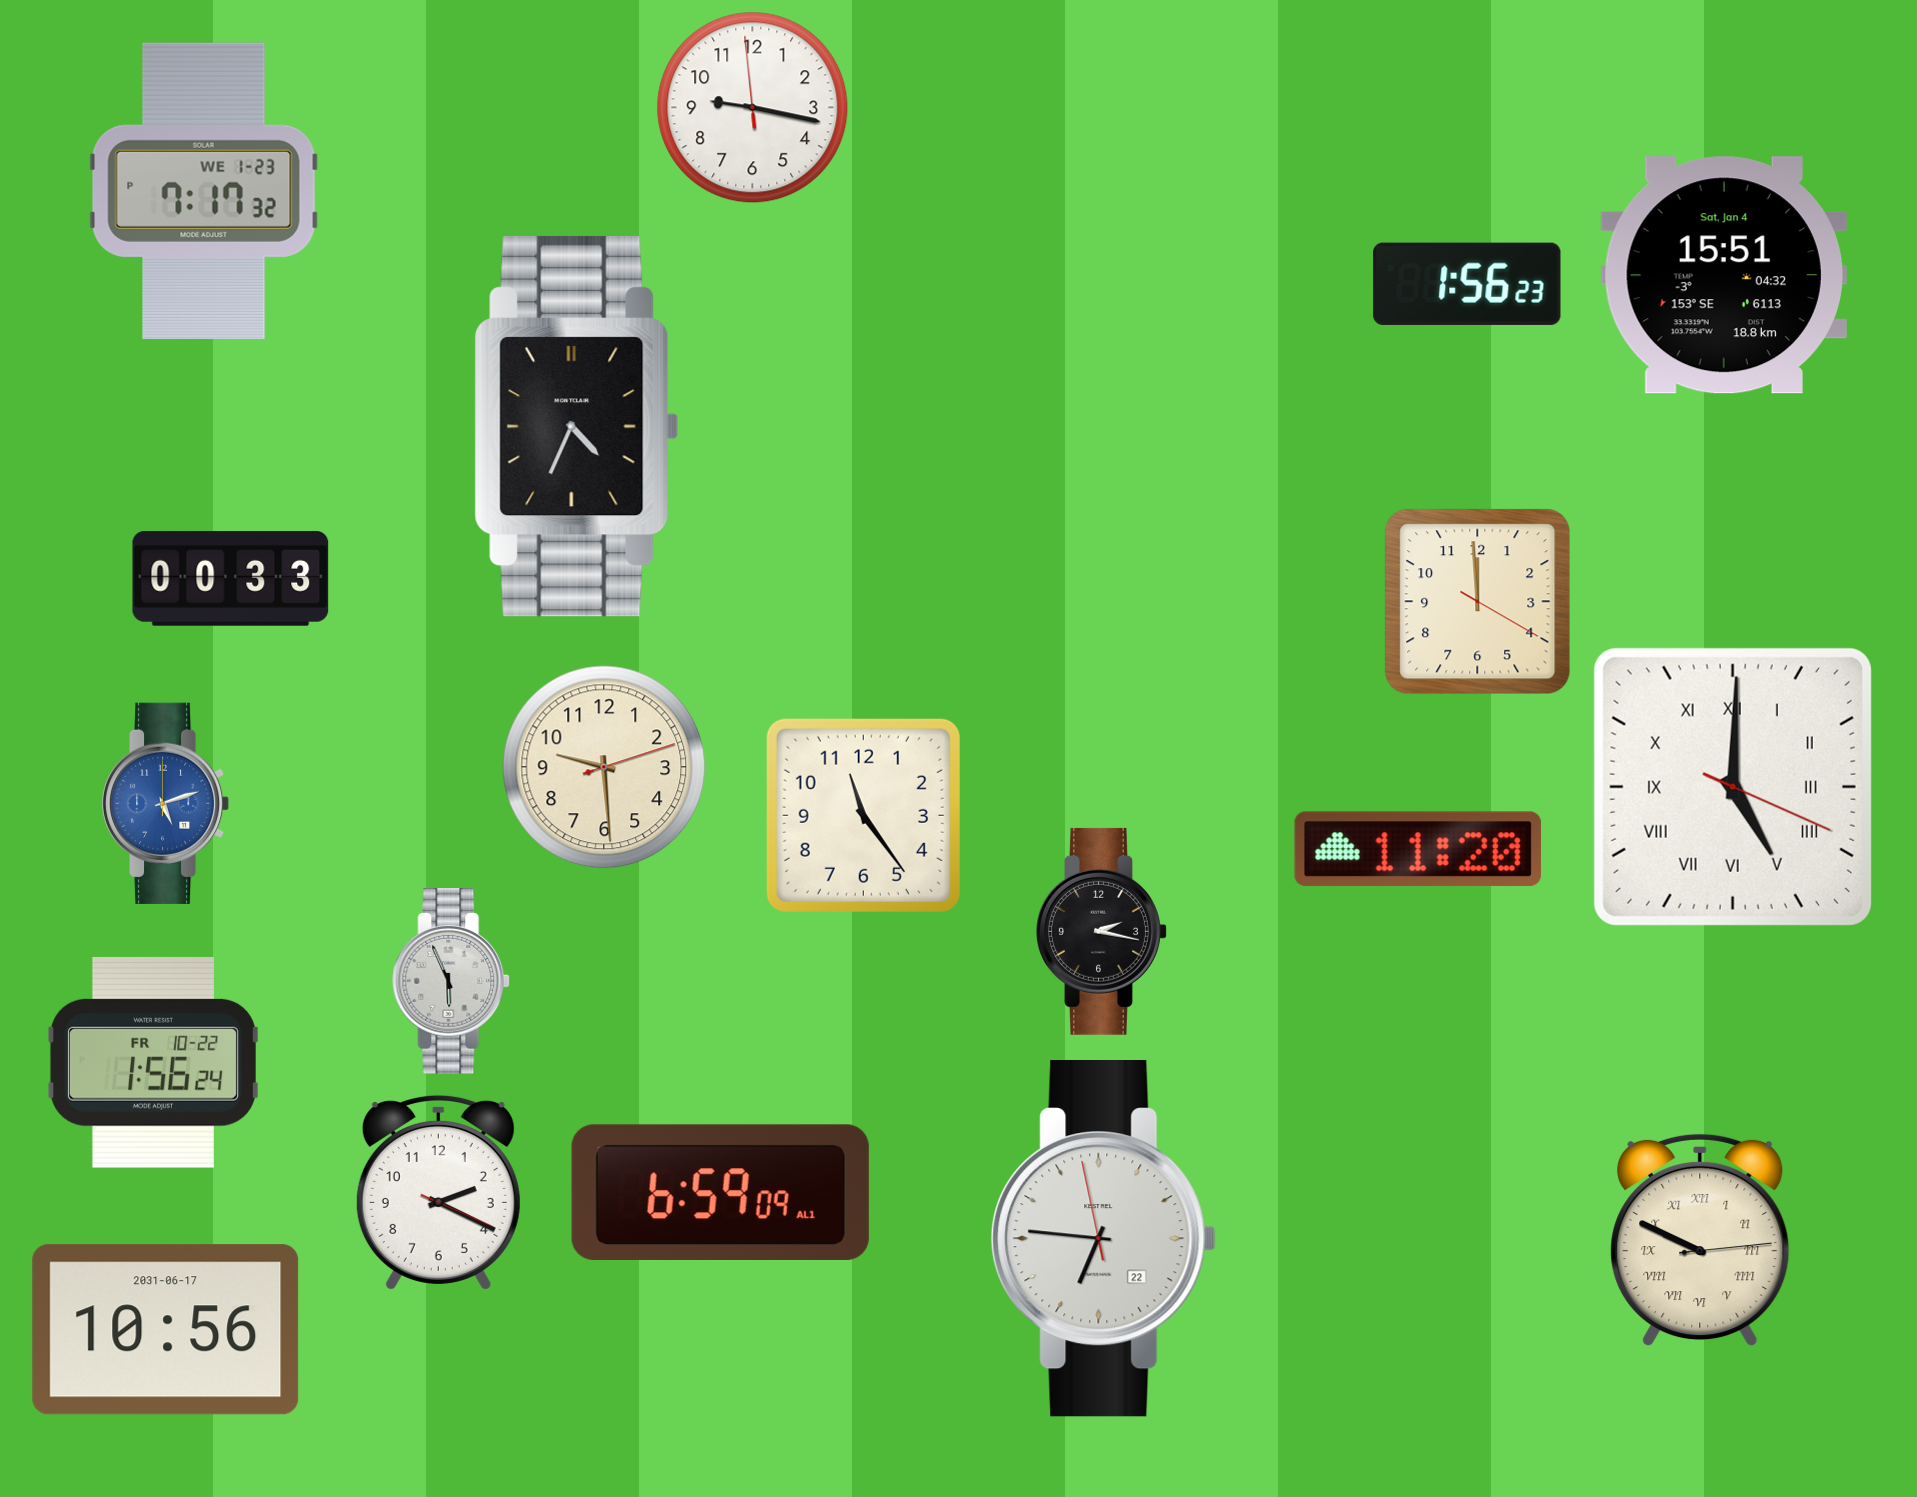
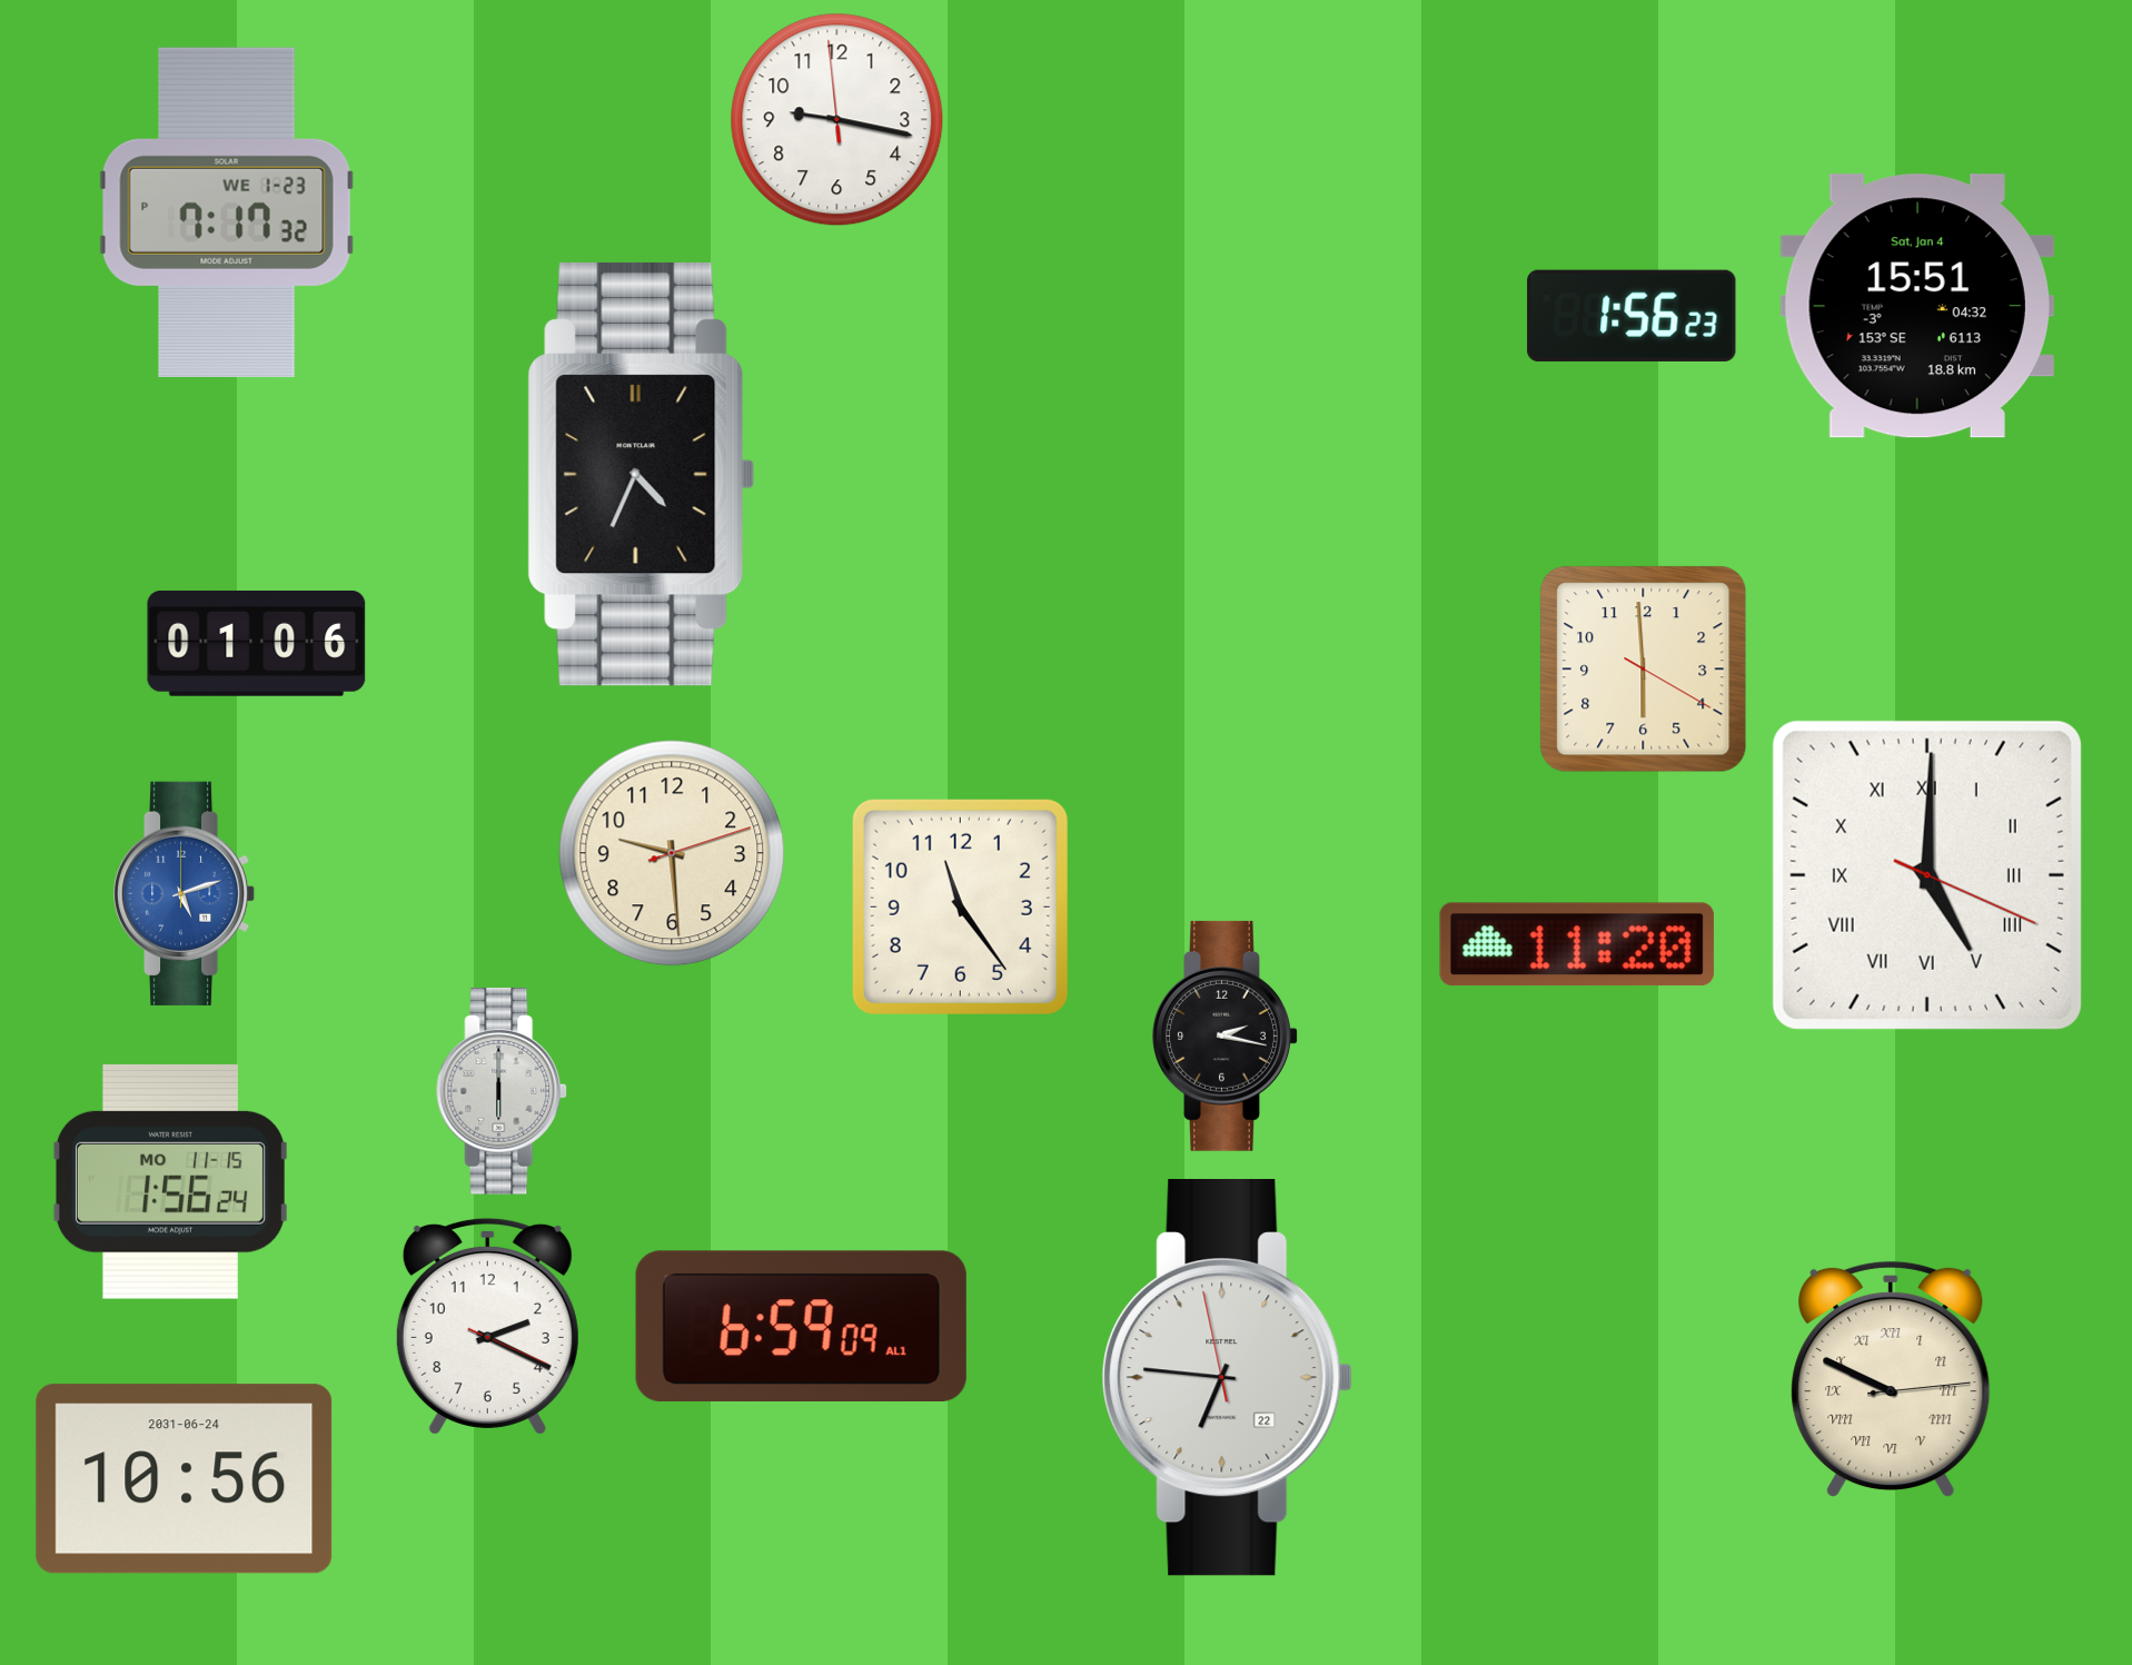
clock at (231, 578): 00:33 -> 01:06
clock at (1478, 602): 11:59 -> 5:59
clock at (452, 981): 5:56 -> 6:00
clock at (153, 1062) date: FR 10-22 -> MO 11-15
clock at (166, 1330) date: 2031-06-17 -> 2031-06-24
